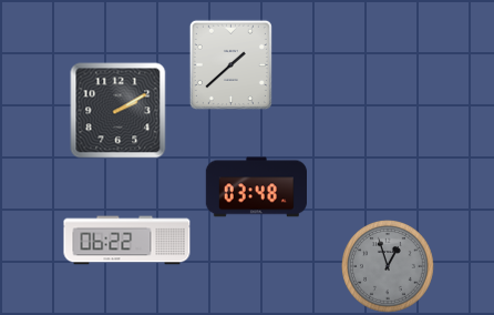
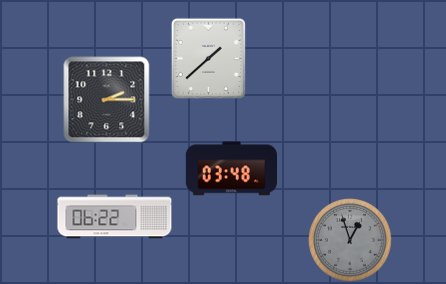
clock at (119, 111): 2:10 -> 2:15
